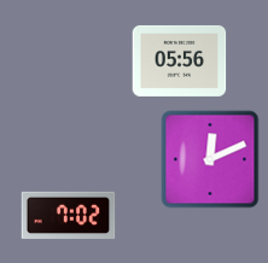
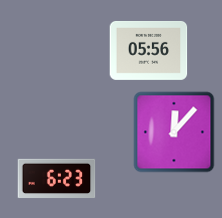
clock at (210, 159): 12:11 -> 12:07
clock at (68, 216): 7:02 -> 6:23
